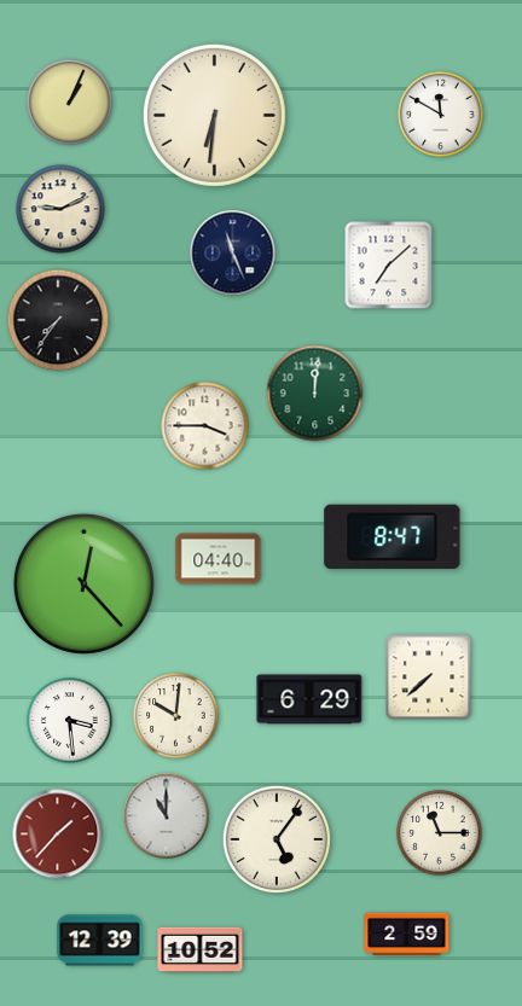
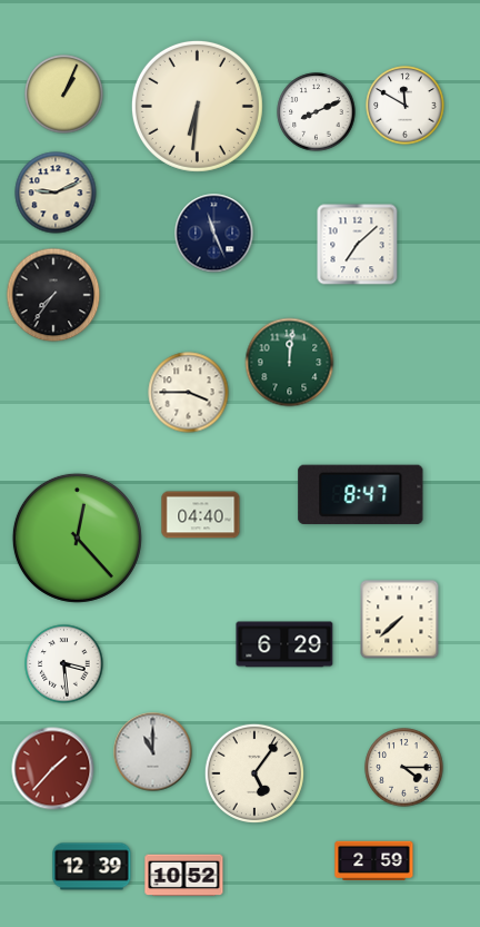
clock at (317, 112): none -> 8:11
clock at (429, 678) position: (429, 678) -> (400, 620)
clock at (176, 716): 10:01 -> none
clock at (440, 833): 11:15 -> 4:15
